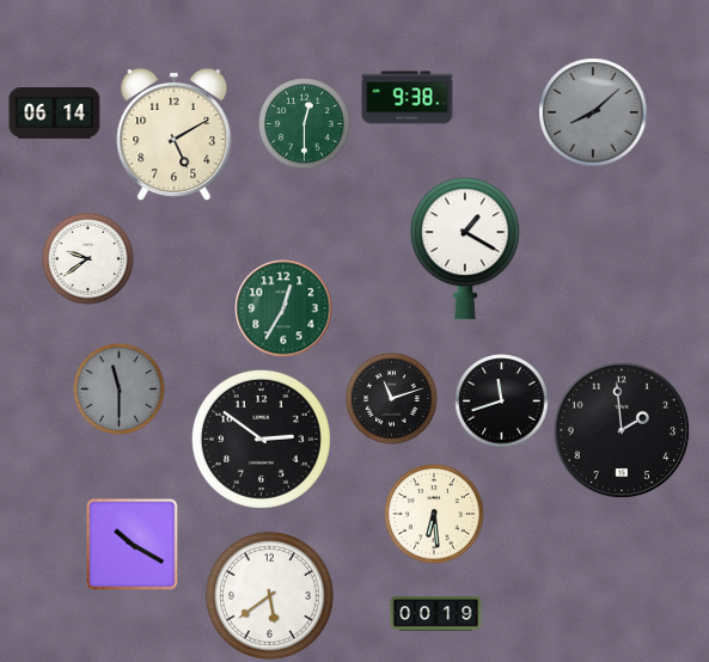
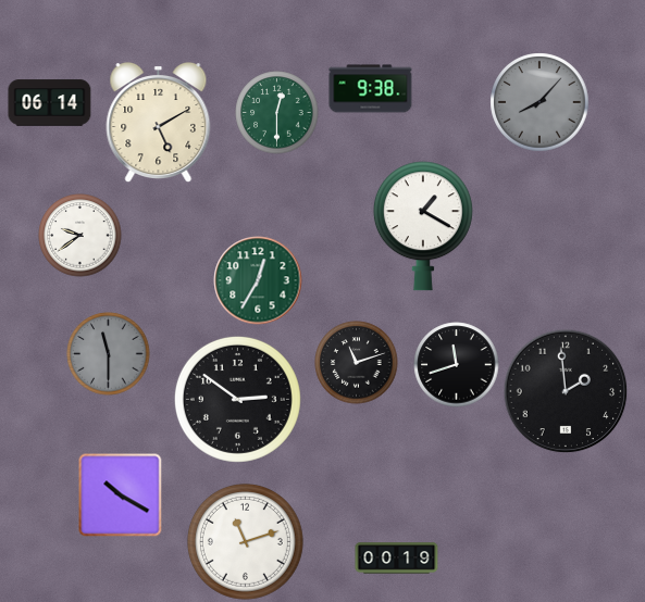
clock at (593, 112): 8:08 -> 8:07
clock at (434, 514): 6:29 -> none
clock at (269, 595): 5:39 -> 11:12
